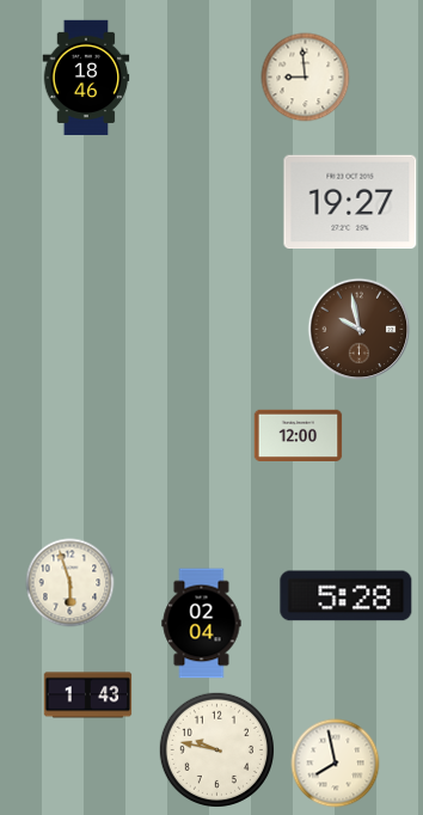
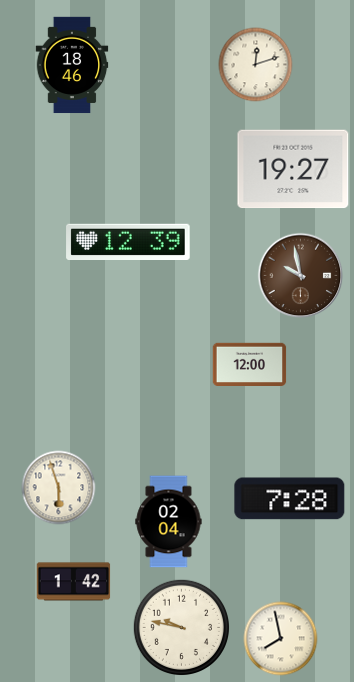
clock at (306, 78): 8:59 -> 12:12
clock at (128, 242): none -> 12:39
clock at (347, 596): 5:28 -> 7:28
clock at (88, 695): 1:43 -> 1:42
